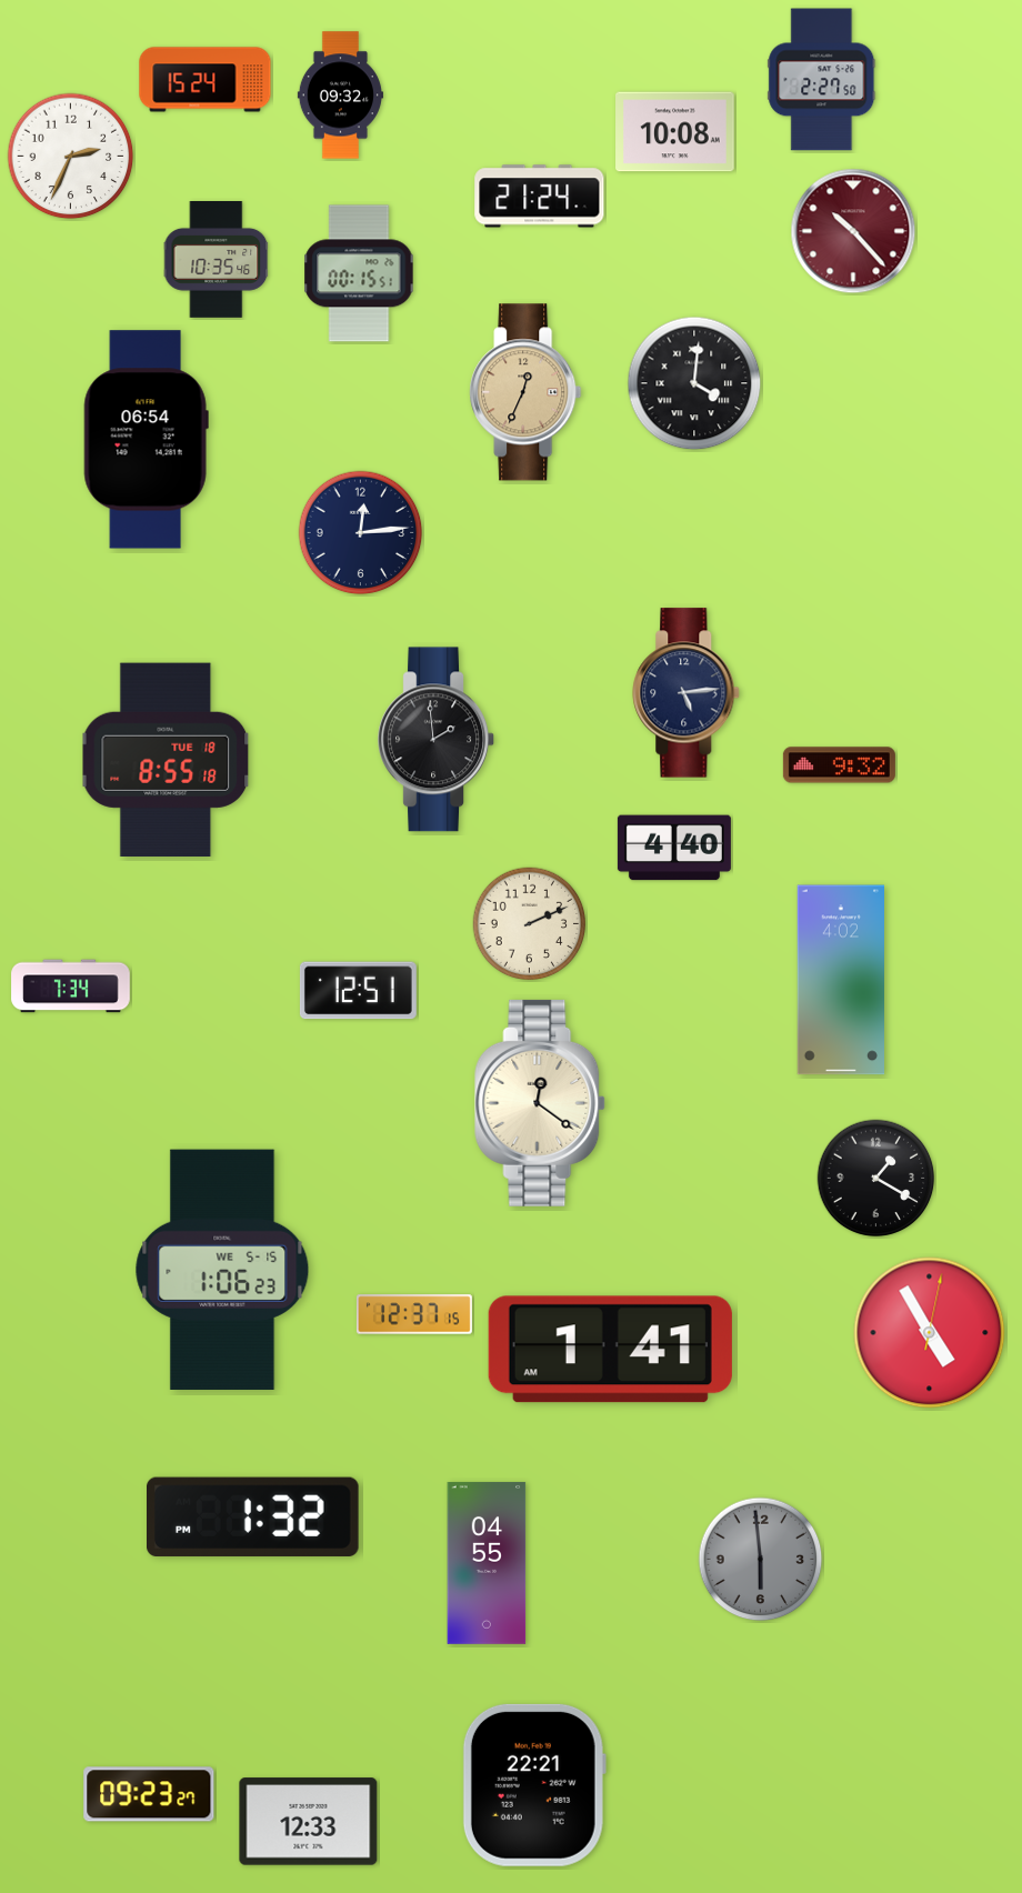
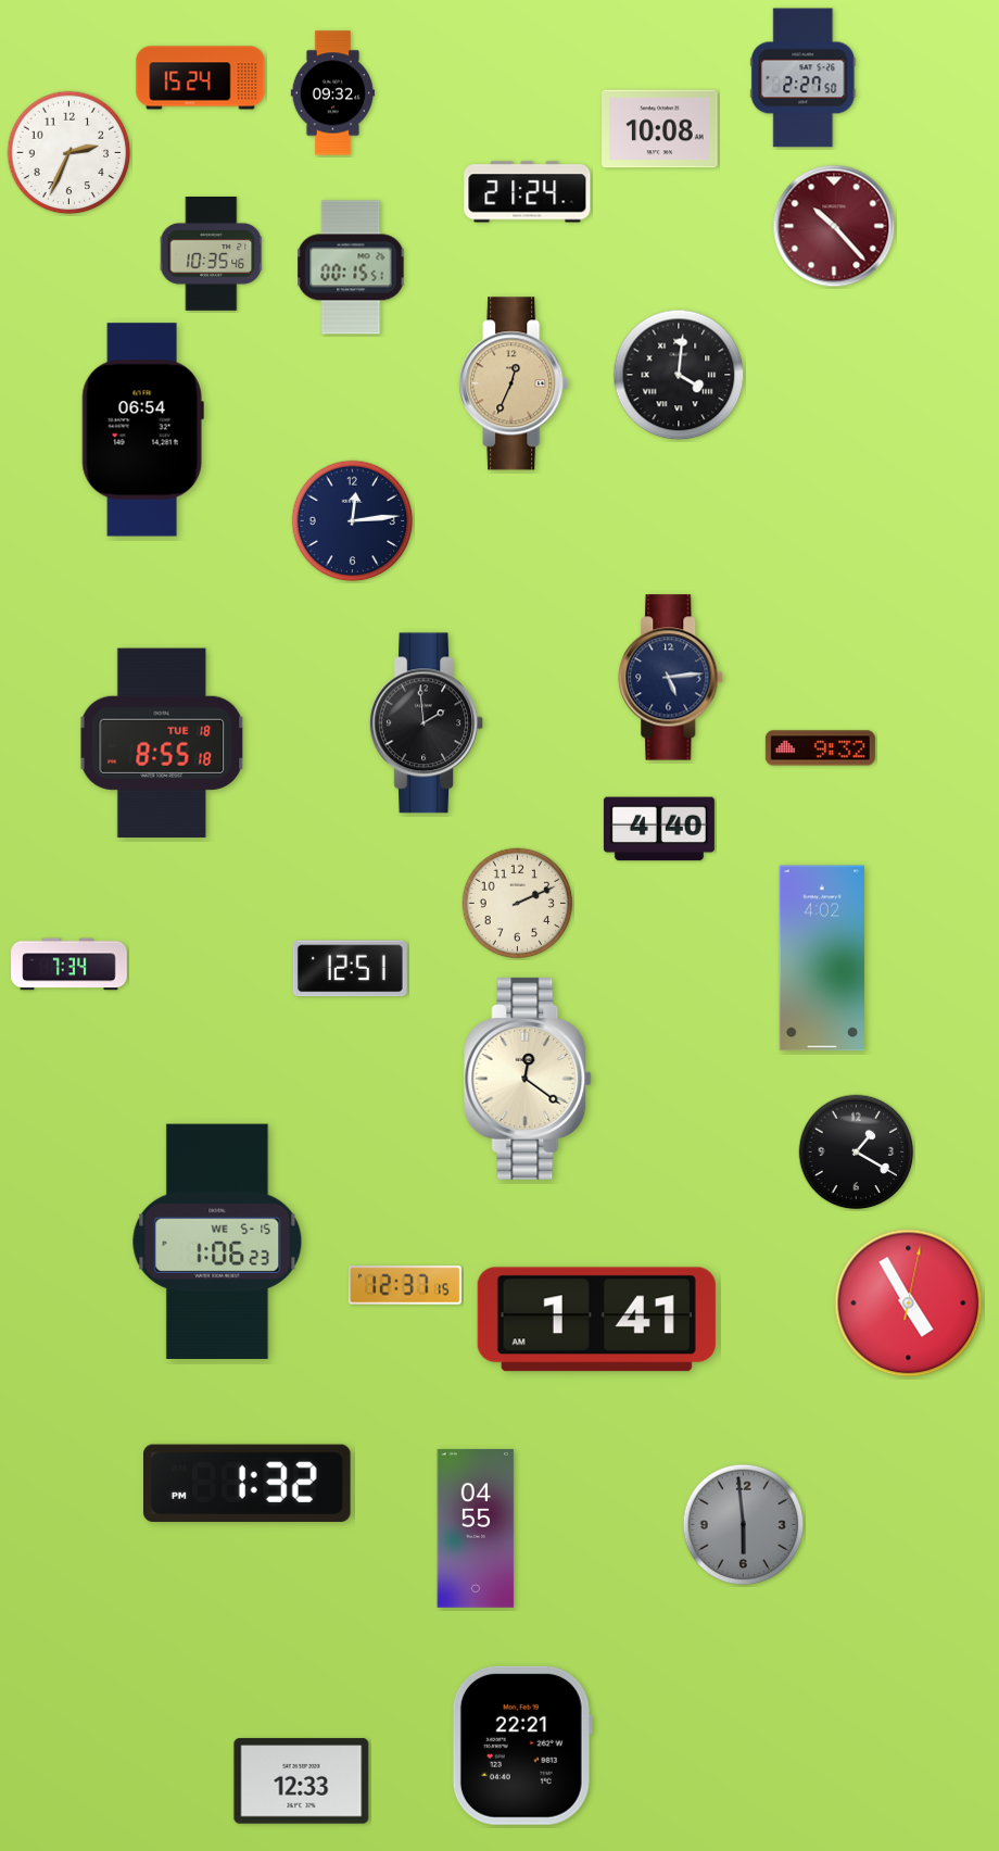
clock at (149, 1794): 09:23 -> none
